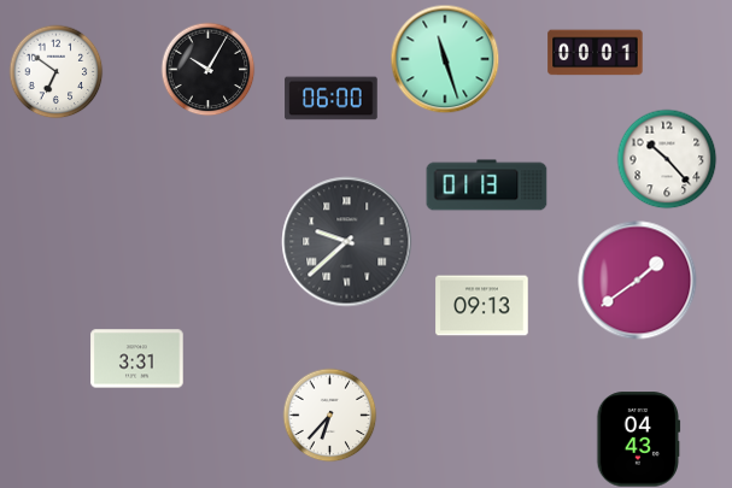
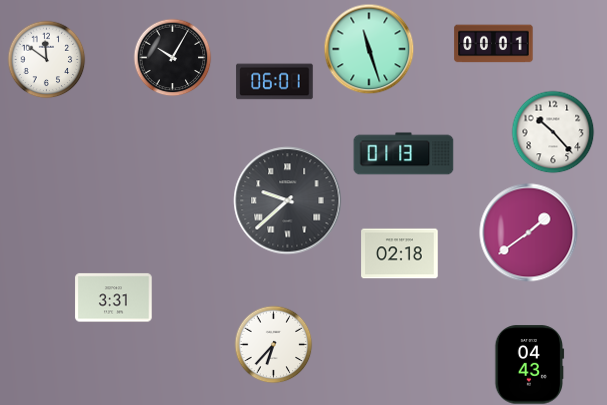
clock at (55, 71): 6:51 -> 11:51
clock at (332, 99): 06:00 -> 06:01
clock at (482, 306): 09:13 -> 02:18
